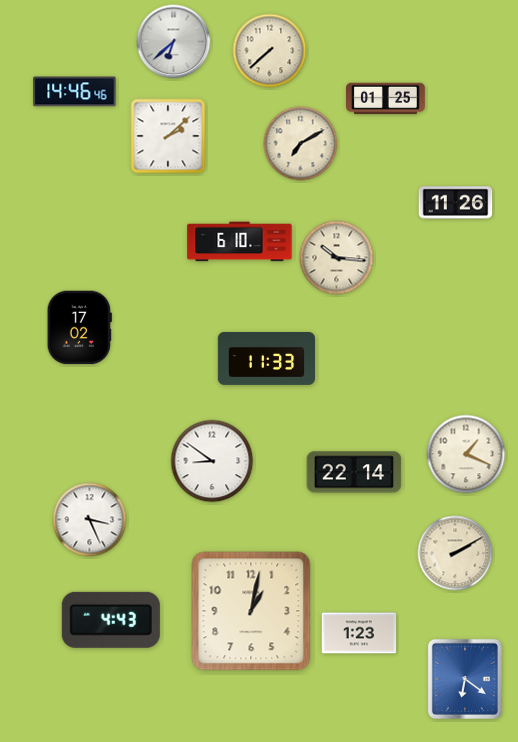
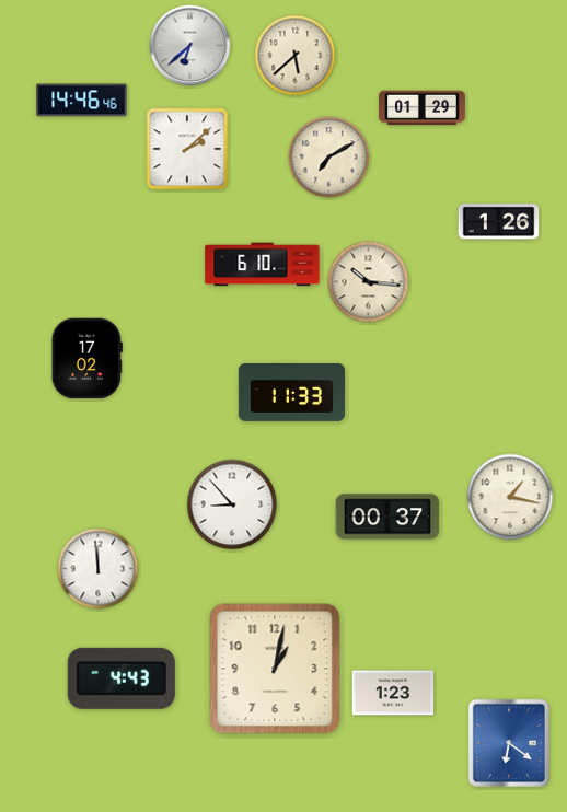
clock at (270, 51): 7:38 -> 5:38
clock at (386, 99): 01:25 -> 01:29
clock at (168, 136) position: (168, 136) -> (187, 149)
clock at (456, 203): 11:26 -> 1:26
clock at (466, 454): 1:19 -> 1:17
clock at (212, 461): 8:51 -> 8:53
clock at (354, 472): 22:14 -> 00:37
clock at (90, 520): 3:26 -> 11:59
clock at (455, 553): 2:10 -> none
